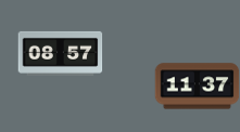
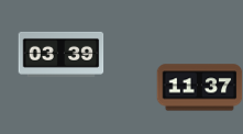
clock at (60, 53): 08:57 -> 03:39
